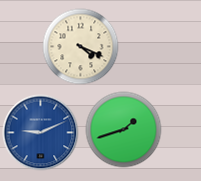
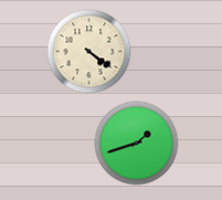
clock at (81, 47): 4:19 -> 4:21
clock at (41, 133): 9:11 -> none
